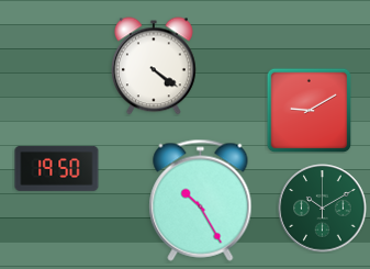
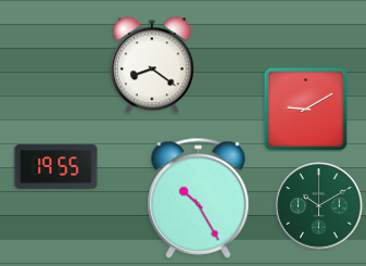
clock at (154, 66): 4:21 -> 8:21
clock at (57, 168): 19:50 -> 19:55
